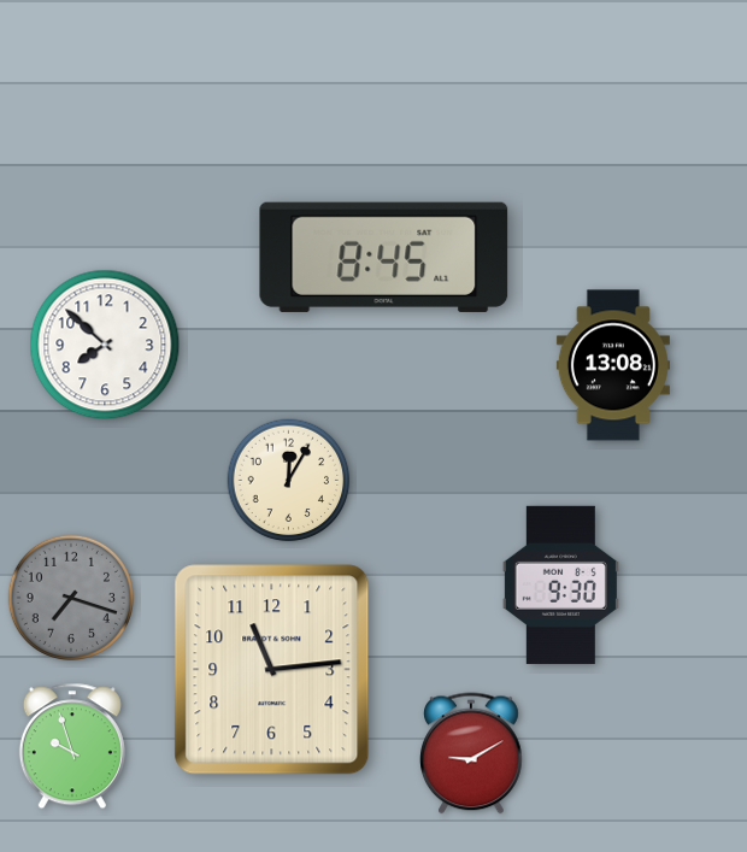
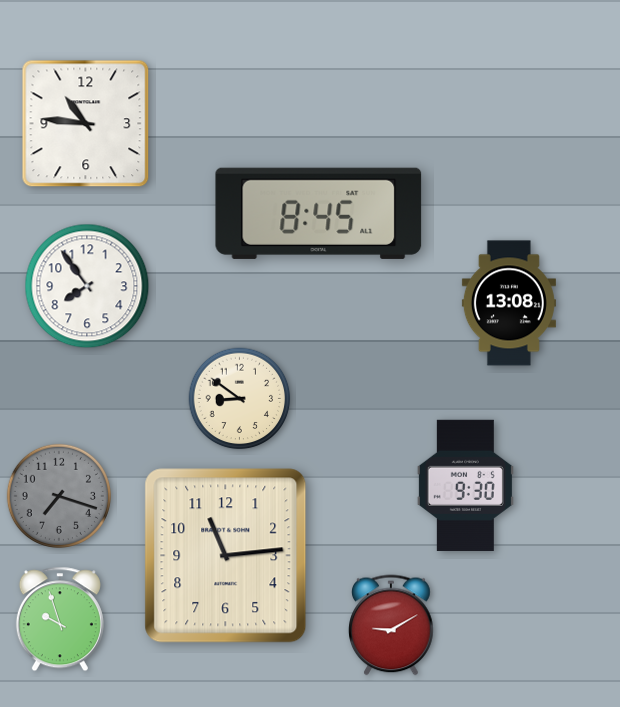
clock at (86, 124): none -> 10:46
clock at (105, 345): 7:52 -> 7:54
clock at (289, 481): 12:05 -> 8:51
